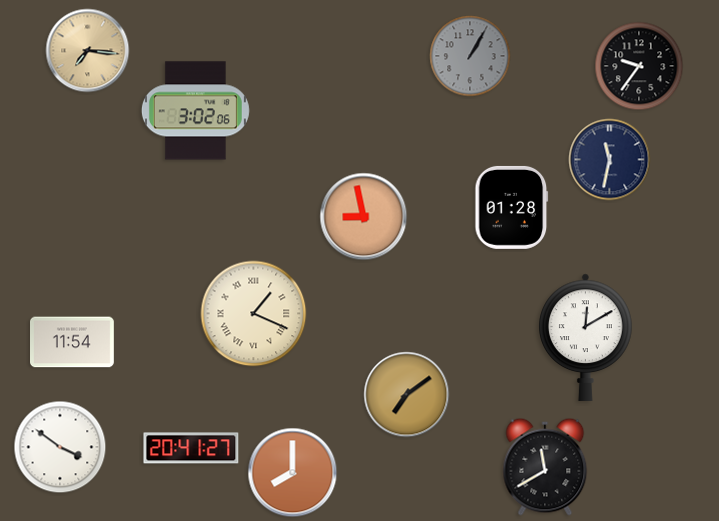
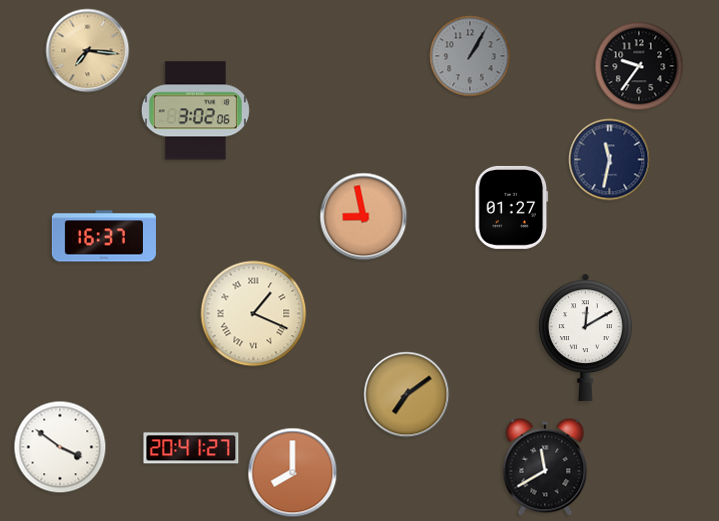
clock at (512, 207): 01:28 -> 01:27
clock at (104, 236): none -> 16:37
clock at (73, 342): 11:54 -> none
